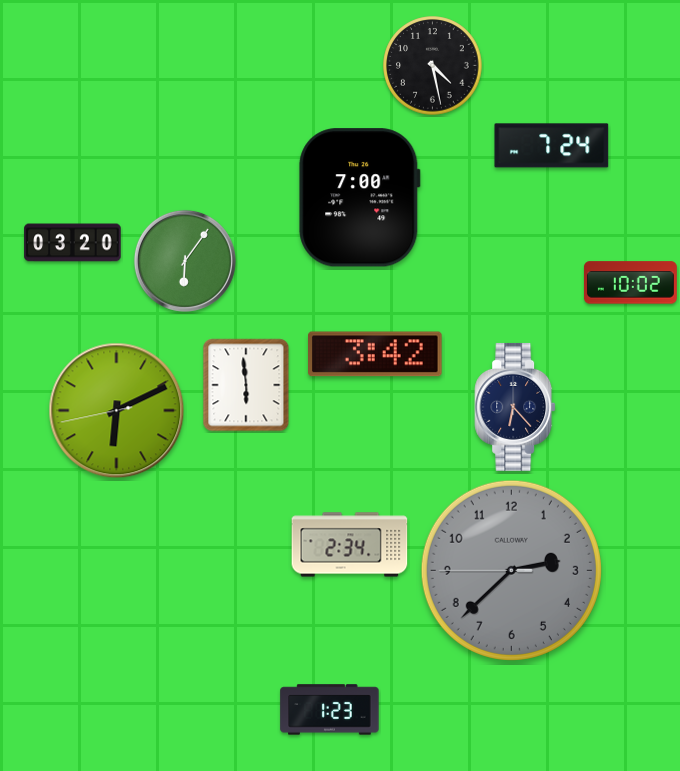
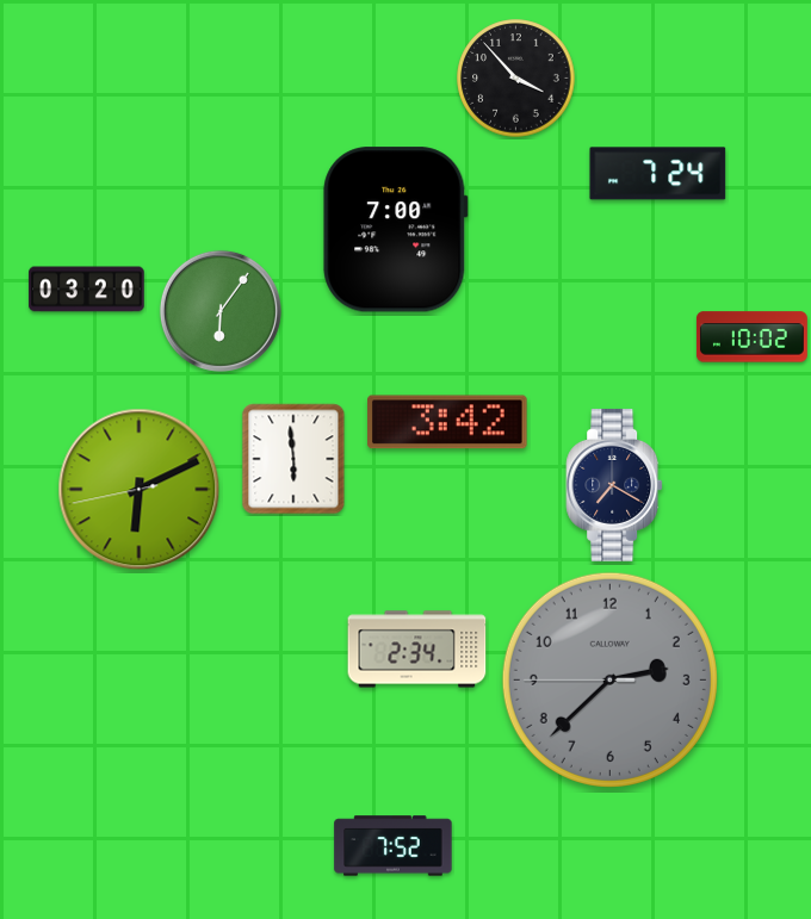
clock at (433, 66): 4:28 -> 3:53
clock at (360, 198) position: (360, 198) -> (396, 230)
clock at (515, 407): 6:23 -> 7:20
clock at (330, 710): 1:23 -> 7:52
